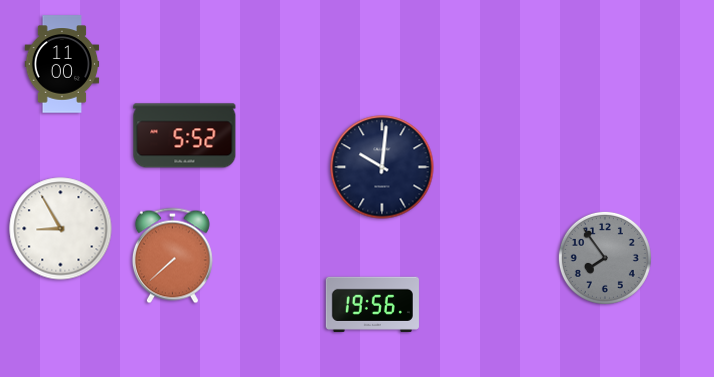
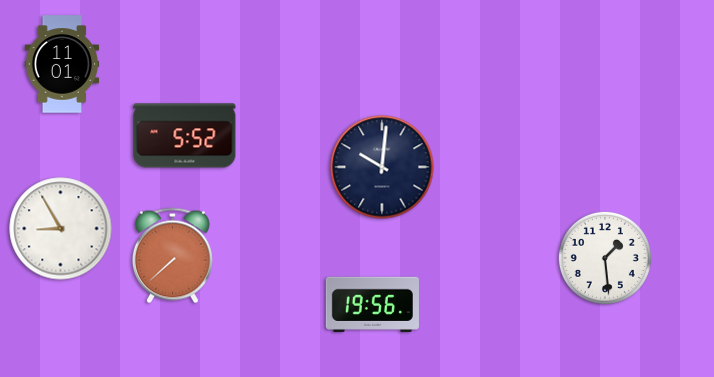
clock at (62, 64): 11:00 -> 11:01
clock at (605, 258): 7:54 -> 1:29
clock at (605, 258) dial: grey -> white
